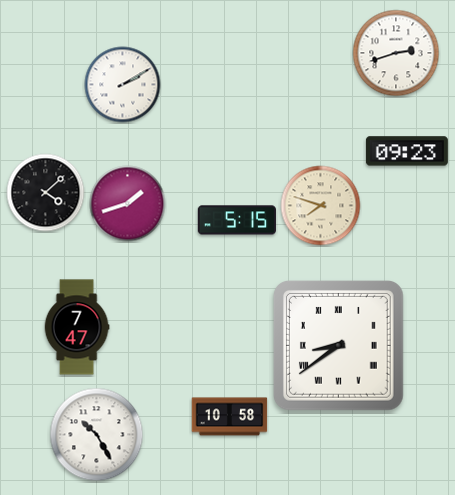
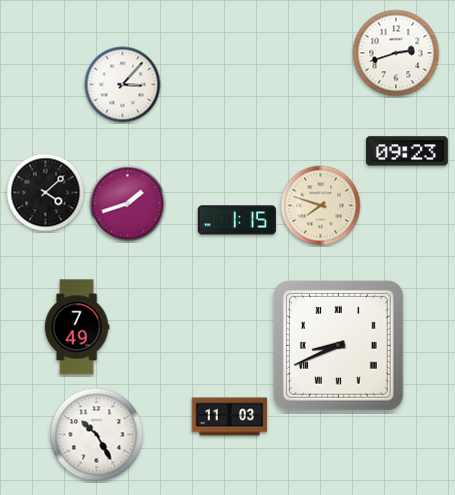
clock at (123, 85): 2:10 -> 3:07
clock at (236, 220): 5:15 -> 1:15
clock at (77, 327): 7:47 -> 7:49
clock at (339, 346): 8:39 -> 8:41
clock at (230, 417): 10:58 -> 11:03
